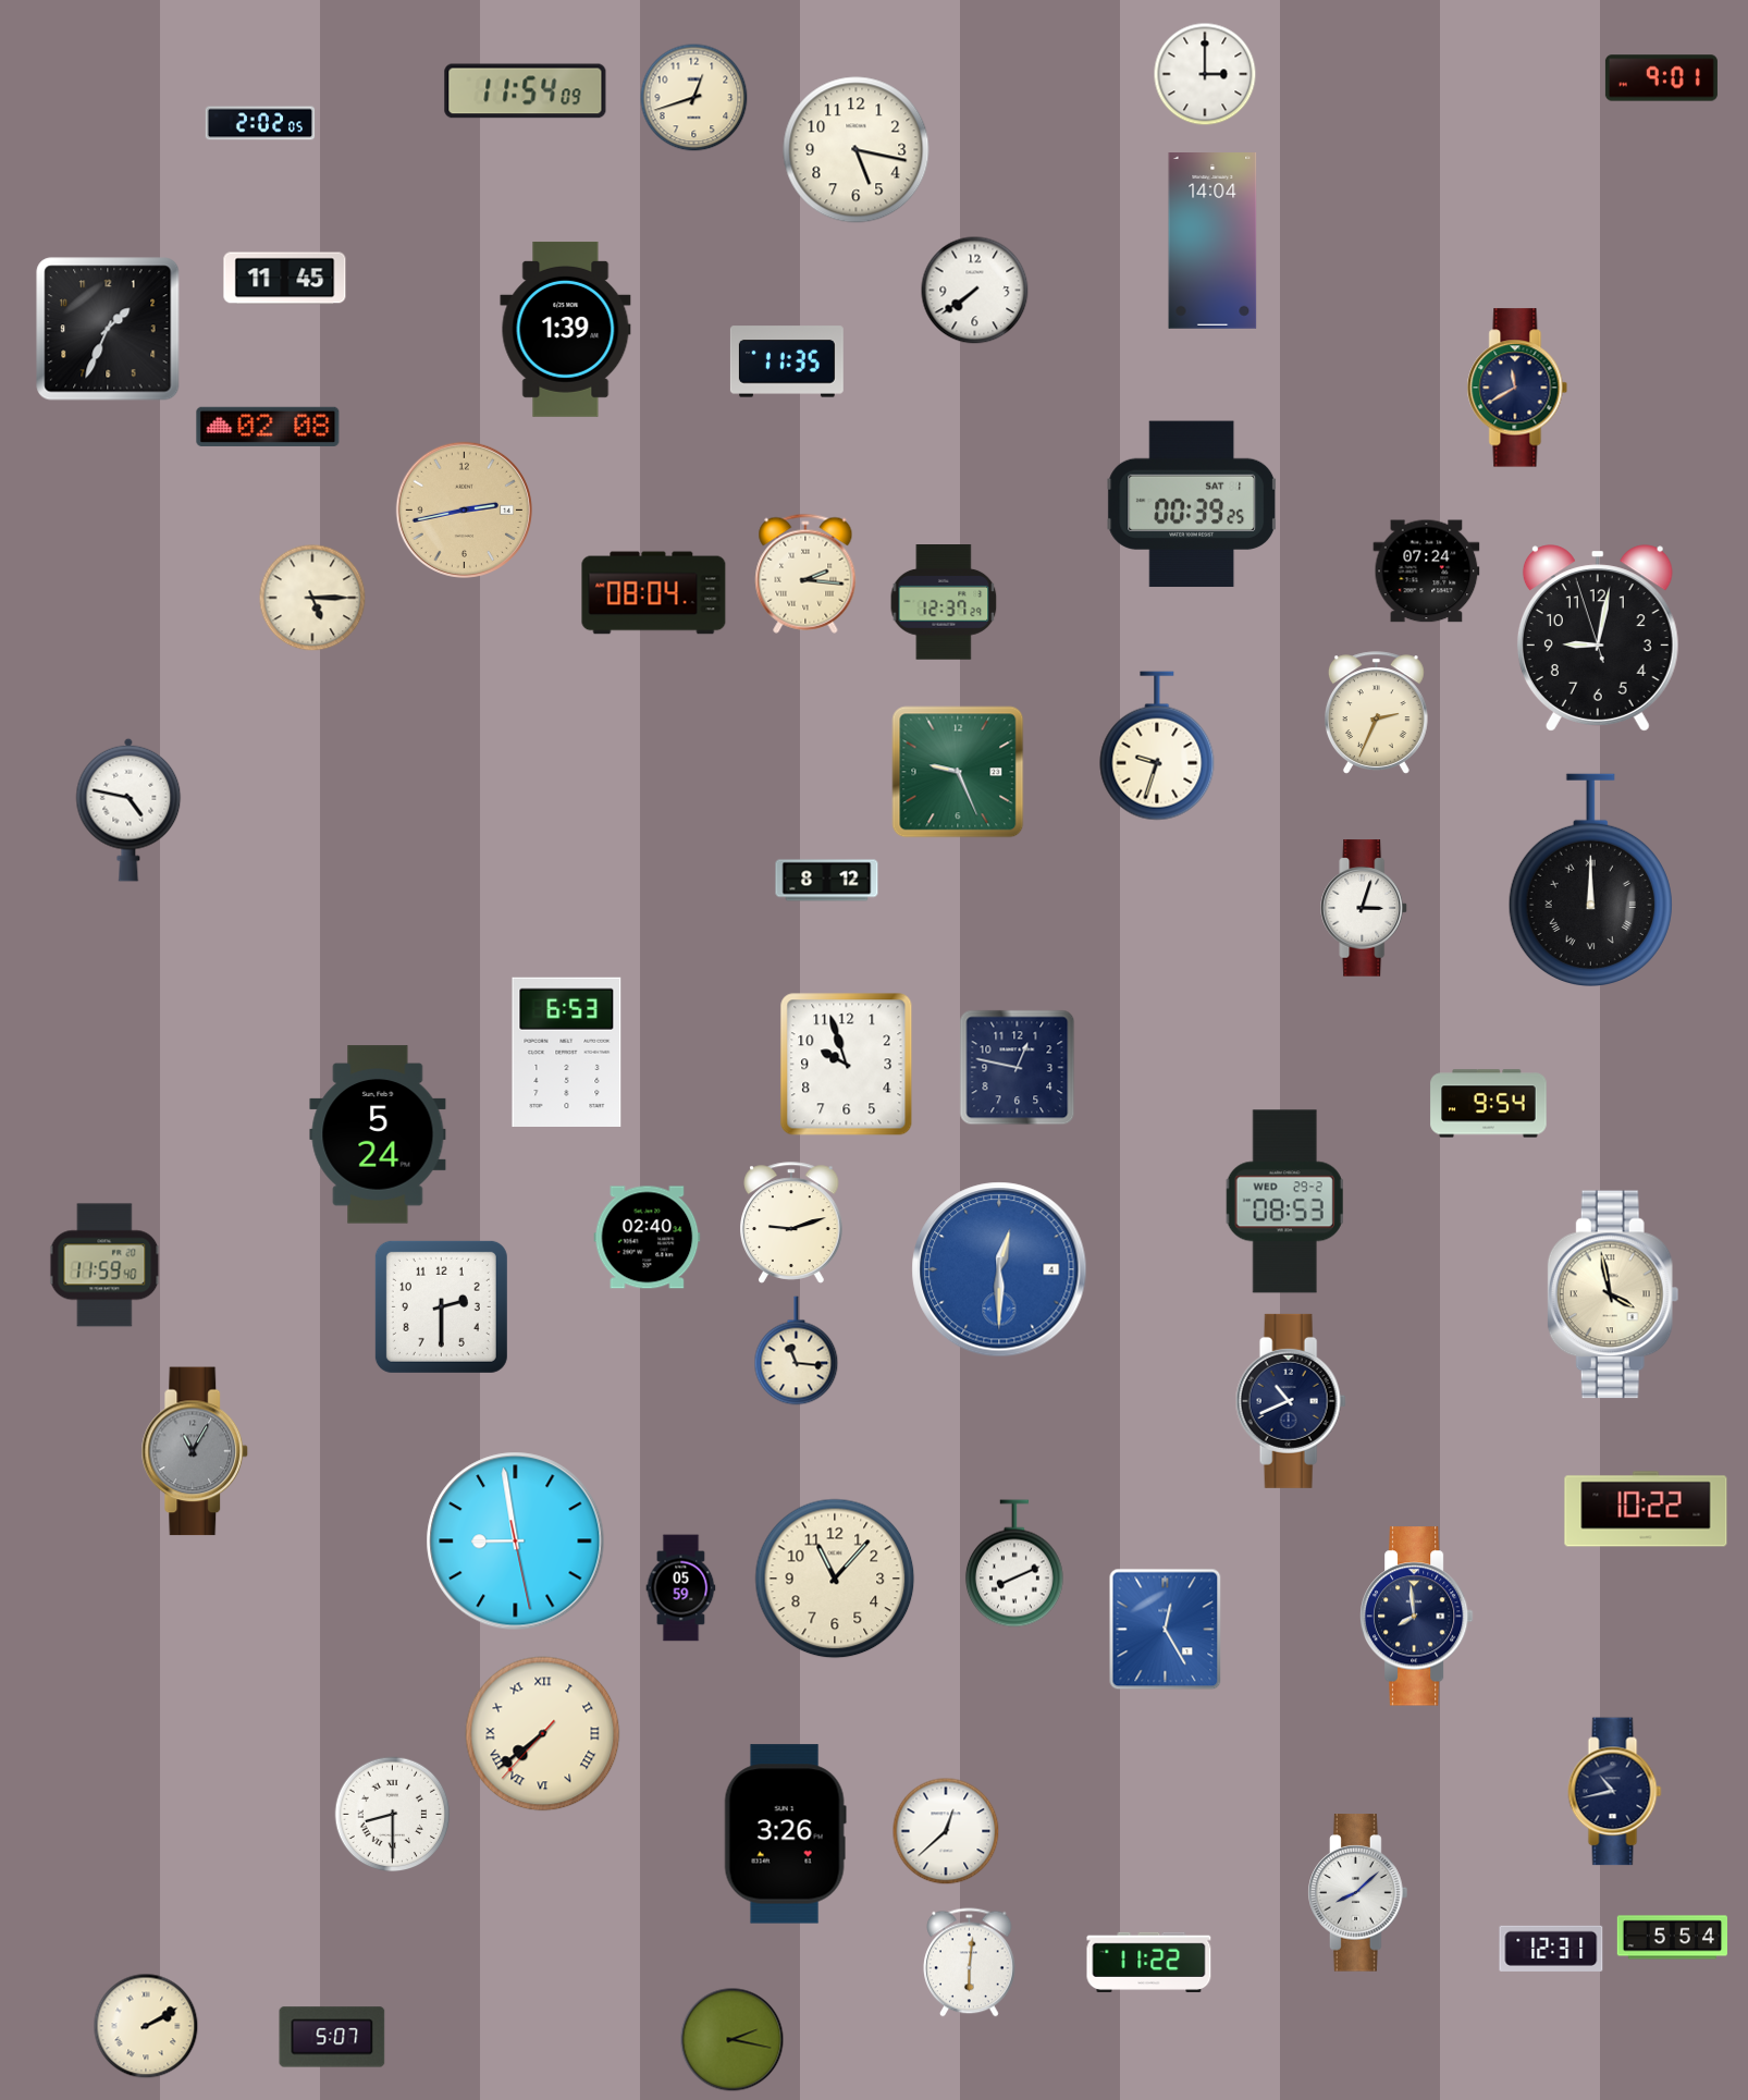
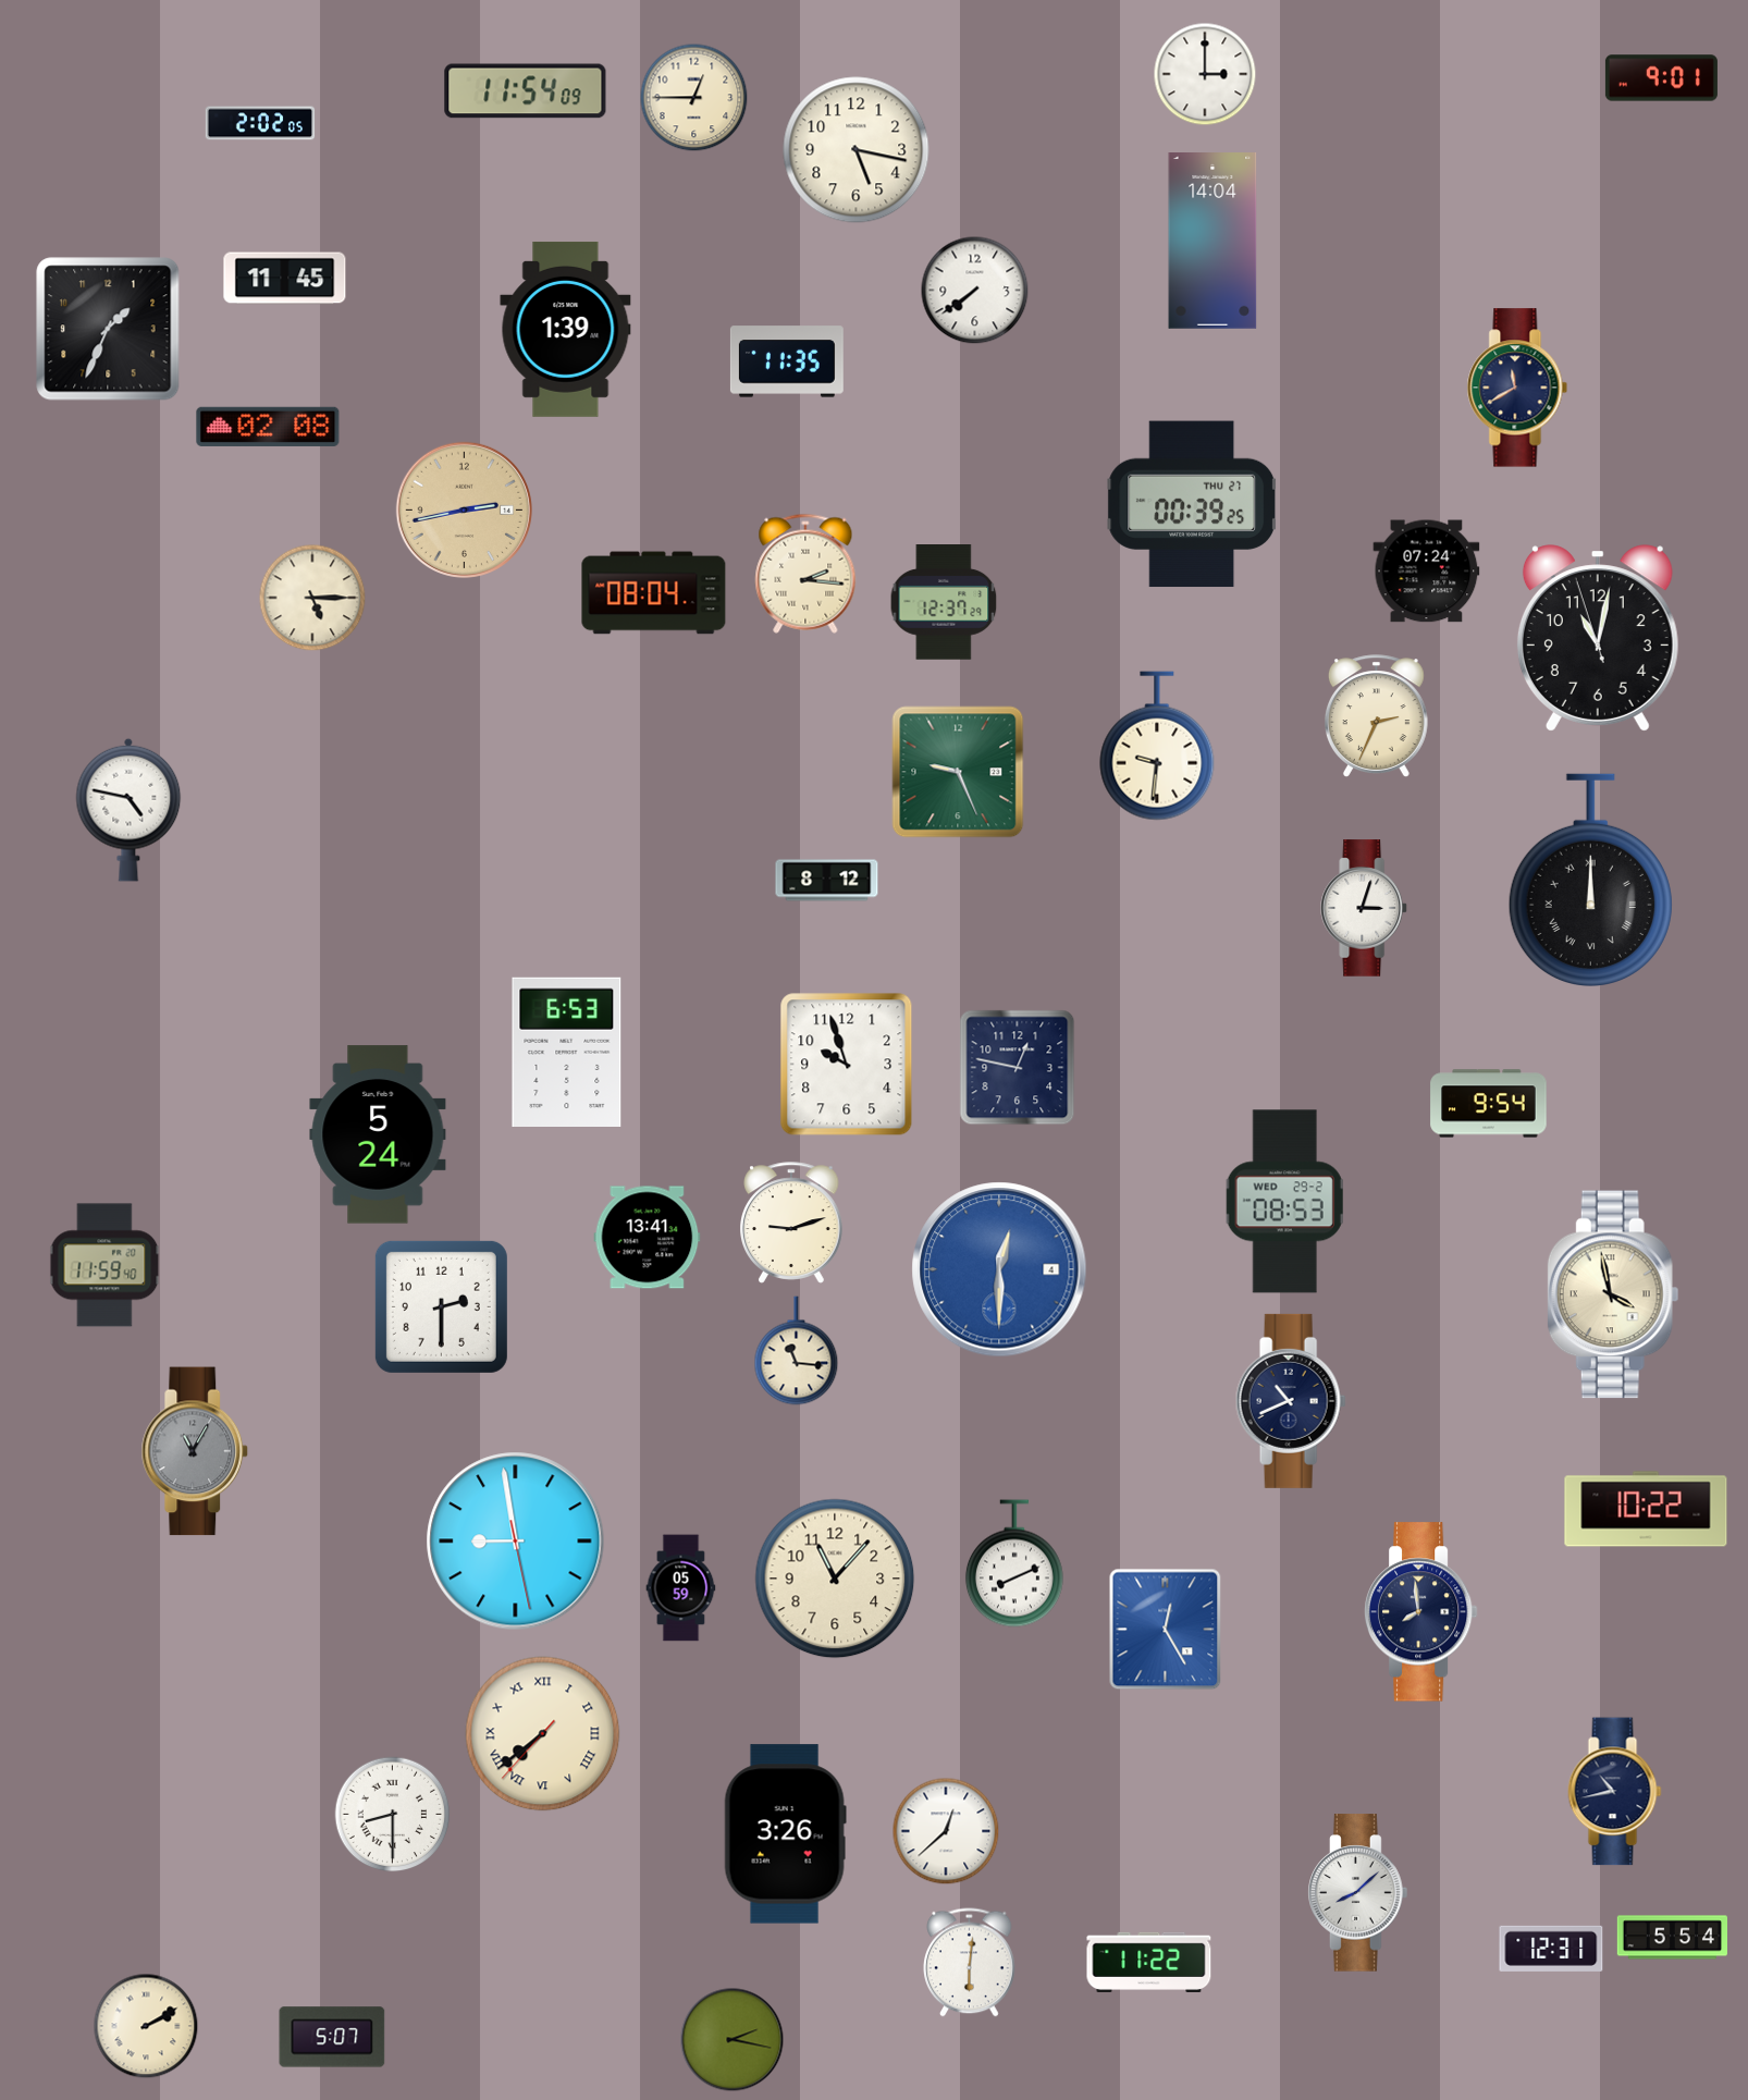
clock at (694, 98): 12:42 -> 12:45
clock at (1192, 504) date: SAT 1 -> THU 27
clock at (1598, 638): 9:01 -> 11:01
clock at (1376, 713) position: (1376, 713) -> (1376, 716)
clock at (1157, 746): 9:33 -> 9:31
clock at (648, 1238): 02:40 -> 13:41
clock at (1416, 1617) position: (1416, 1617) -> (1420, 1612)
